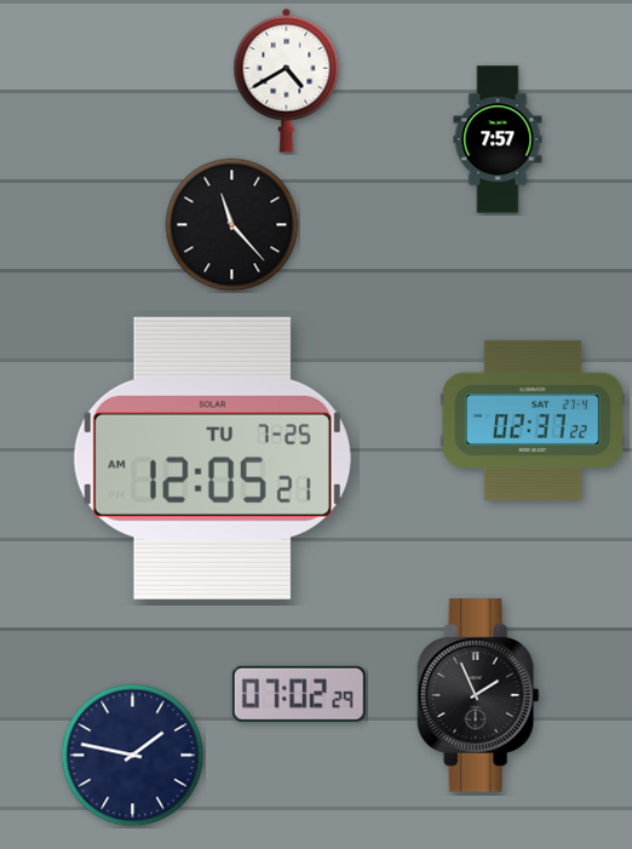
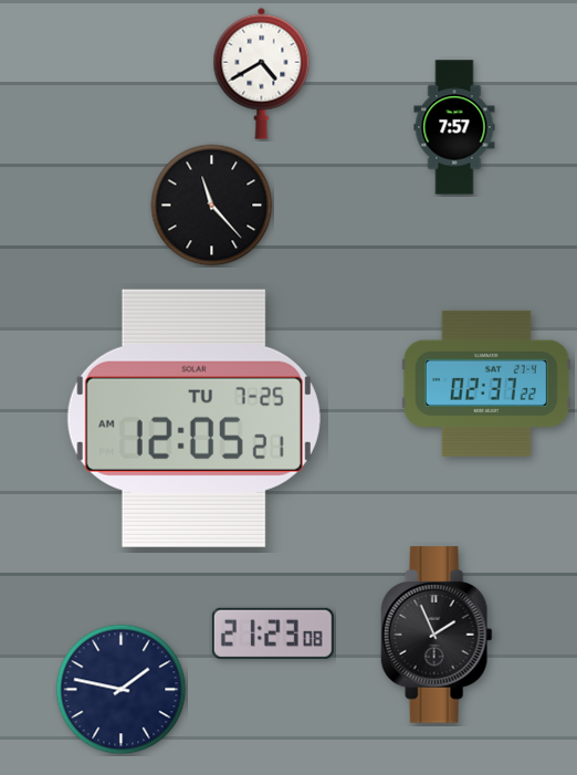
clock at (299, 694): 07:02 -> 21:23
